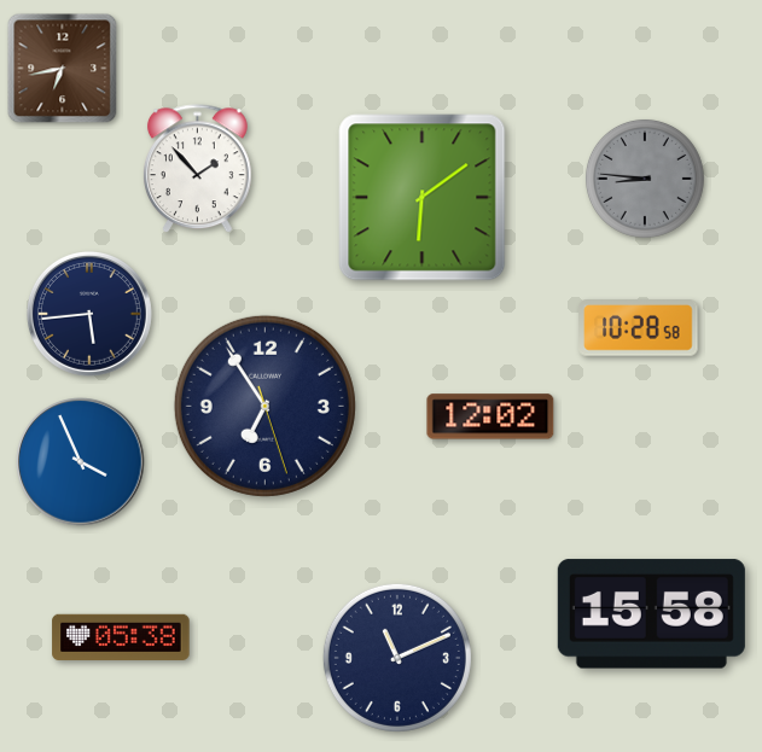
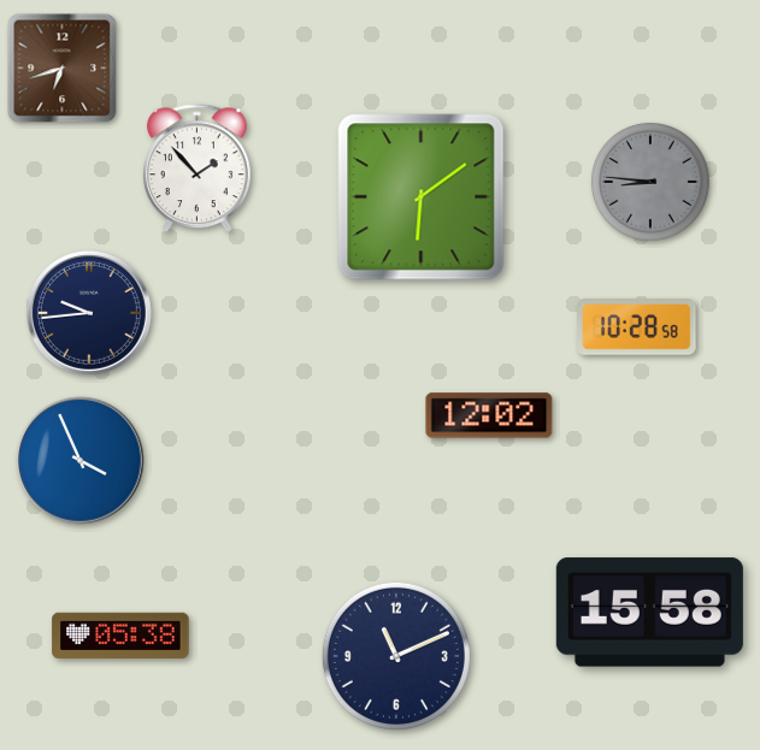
clock at (63, 69): 6:43 -> 6:42
clock at (645, 179) position: (645, 179) -> (650, 182)
clock at (89, 314): 5:44 -> 9:44
clock at (264, 406): 6:54 -> none
